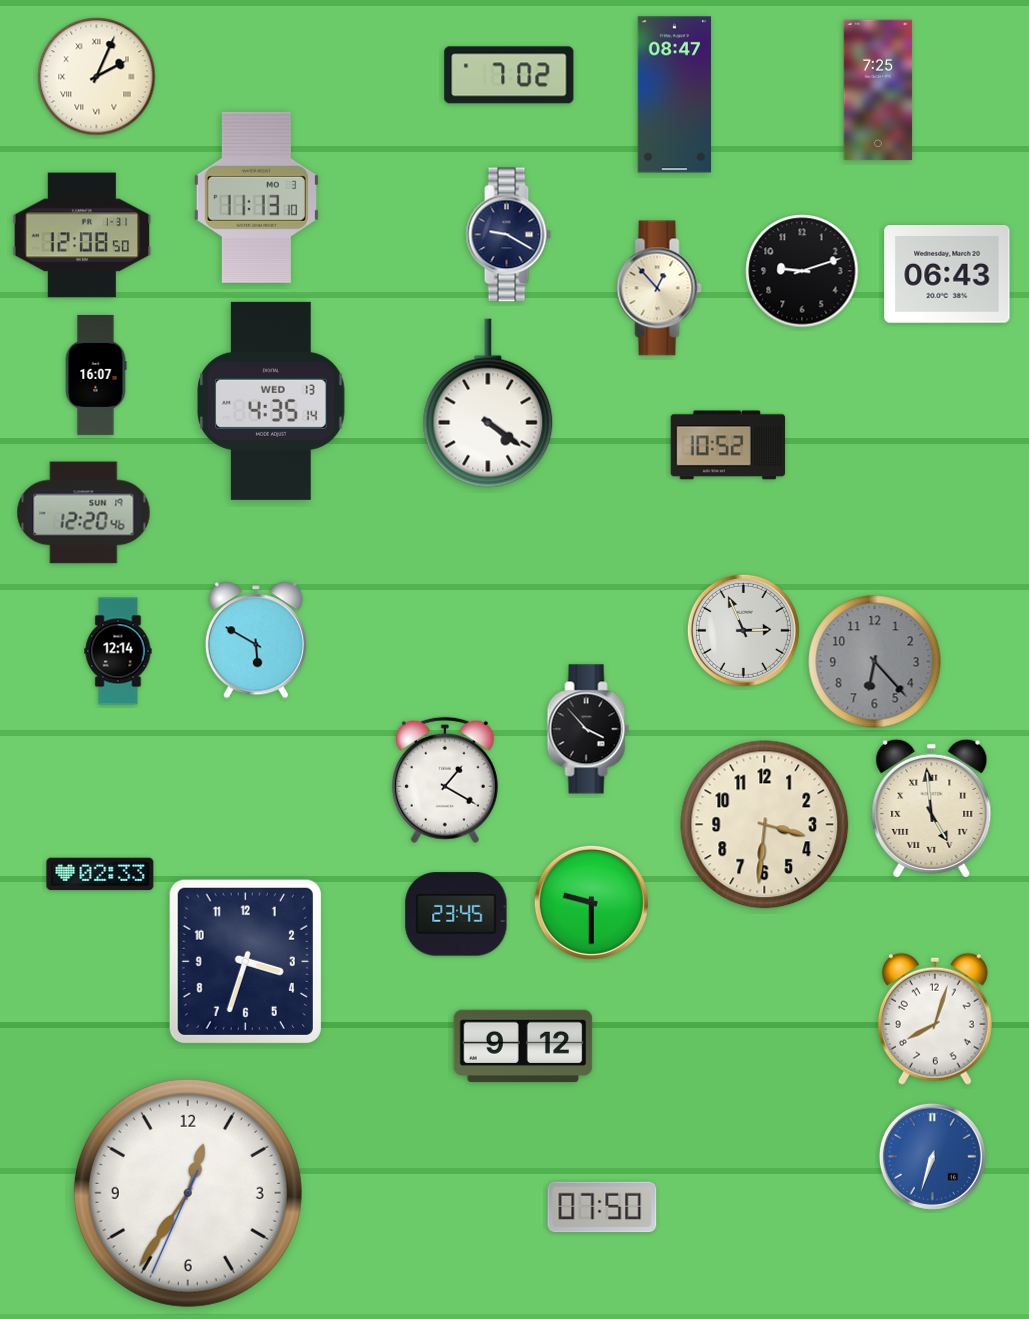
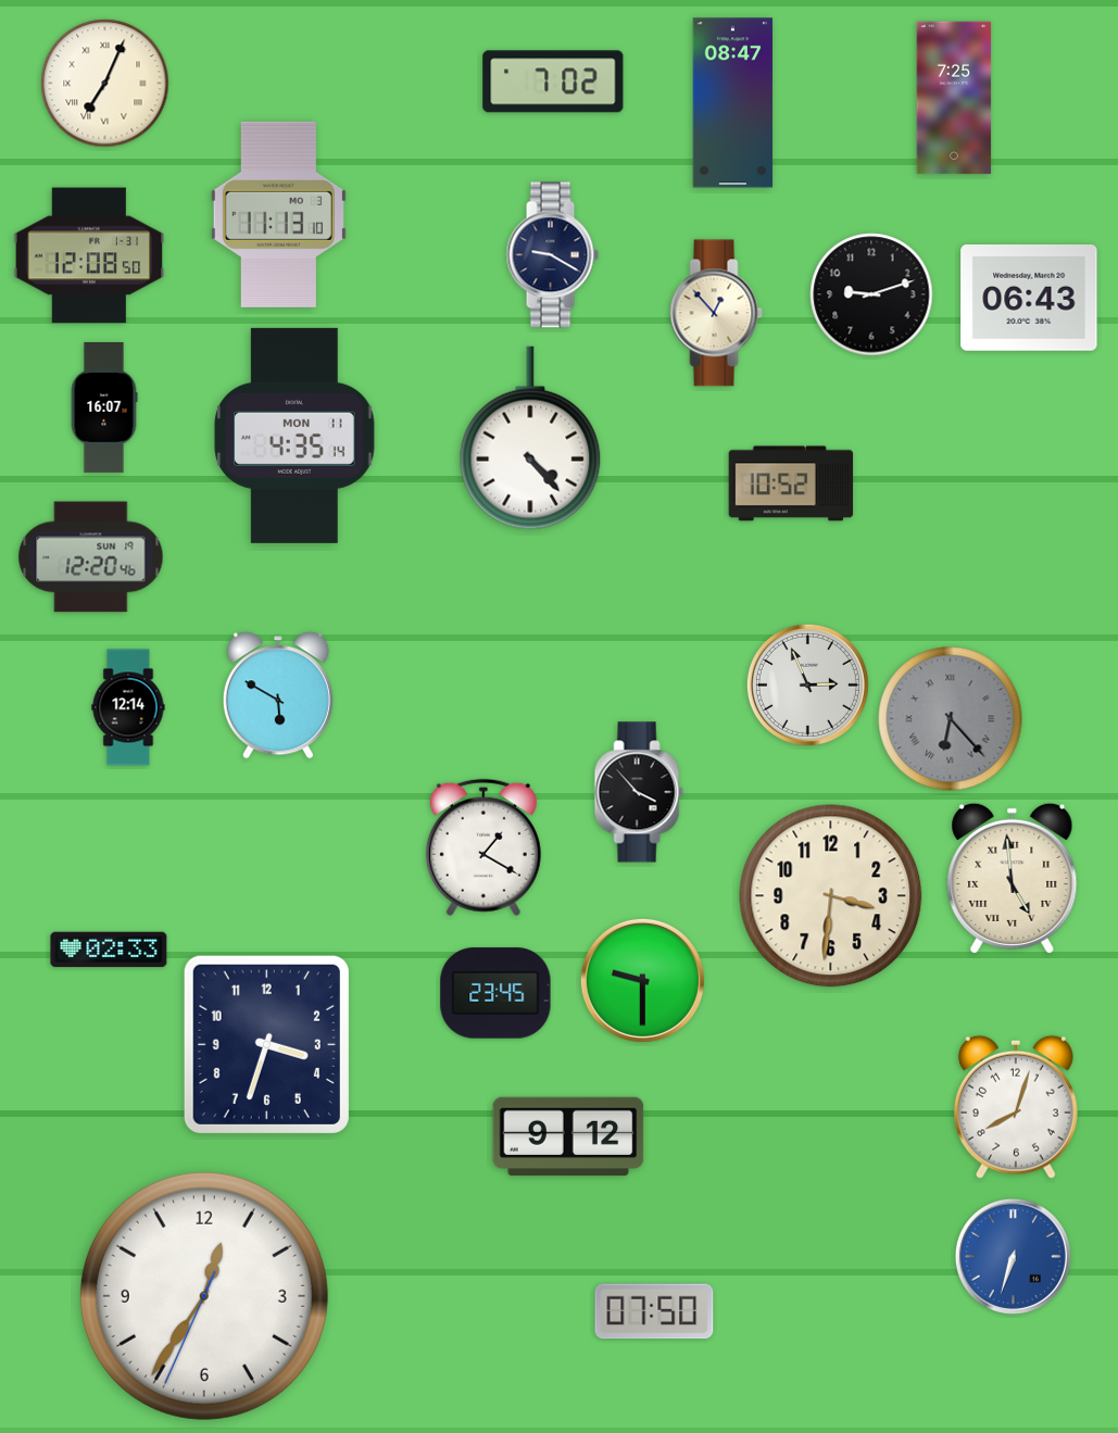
clock at (97, 77): 2:04 -> 7:04
clock at (271, 401) date: WED 13 -> MON 11
clock at (488, 403): 4:21 -> 4:23
clock at (875, 662) numerals: Arabic -> Roman
